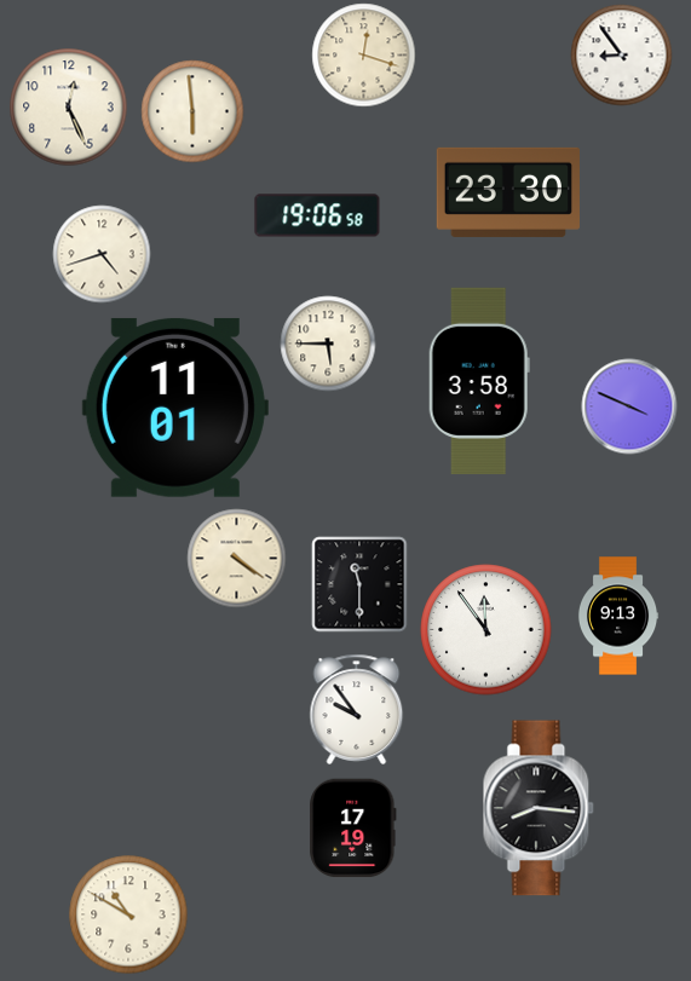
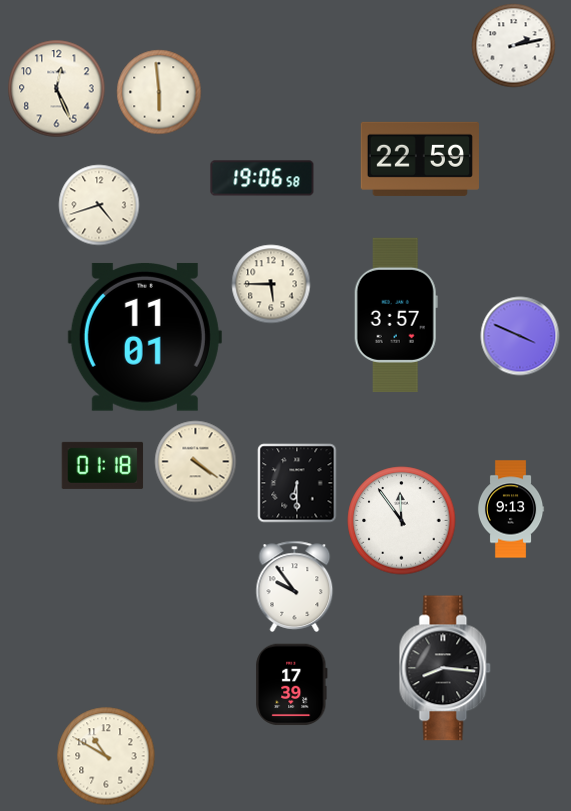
clock at (364, 56): 12:18 -> none
clock at (622, 56): 8:54 -> 2:13
clock at (508, 192): 23:30 -> 22:59
clock at (102, 254) position: (102, 254) -> (99, 205)
clock at (479, 381): 3:58 -> 3:57
clock at (103, 465): none -> 01:18
clock at (359, 584): 11:30 -> 6:30
clock at (353, 829): 17:19 -> 17:39
